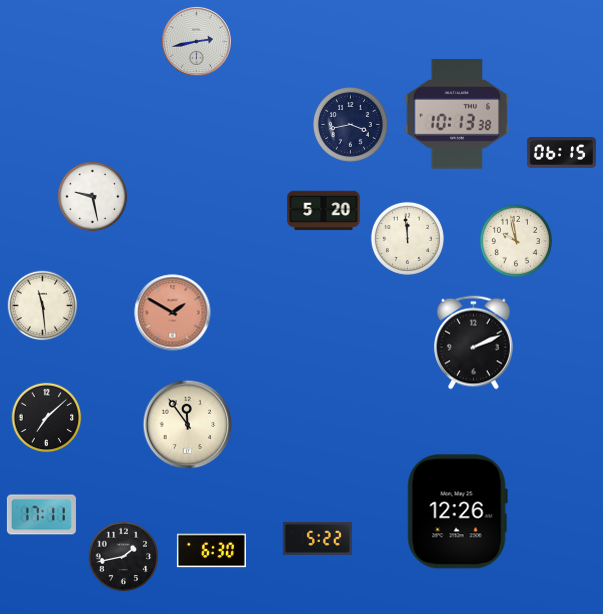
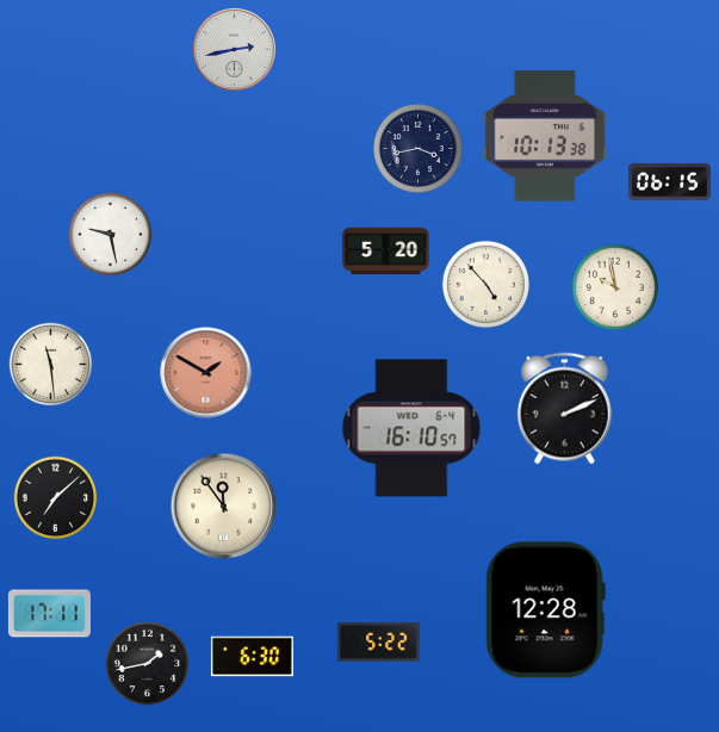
clock at (407, 238): 11:59 -> 4:53
clock at (411, 428): none -> 16:10
clock at (457, 512): 12:26 -> 12:28
